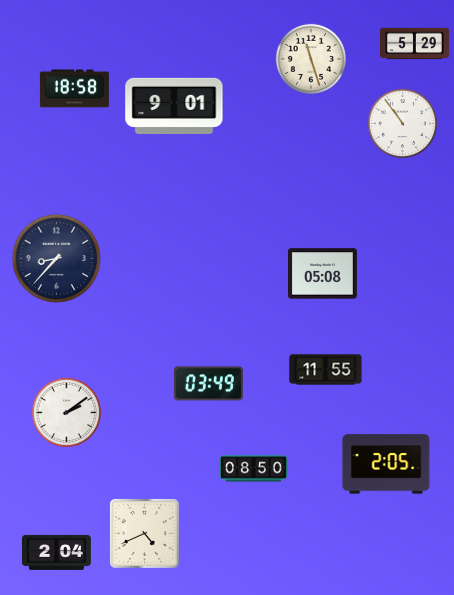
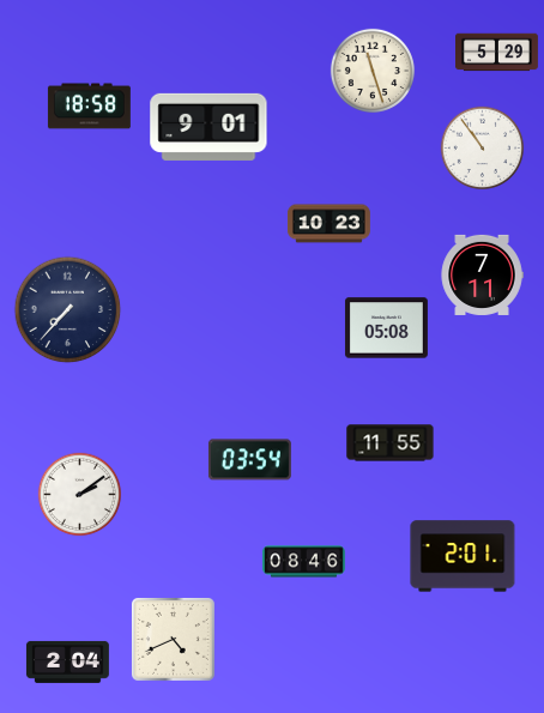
clock at (328, 224): none -> 10:23
clock at (482, 274): none -> 7:11
clock at (57, 259): 8:37 -> 7:37
clock at (208, 384): 03:49 -> 03:54
clock at (386, 464): 2:05 -> 2:01
clock at (253, 469): 08:50 -> 08:46
